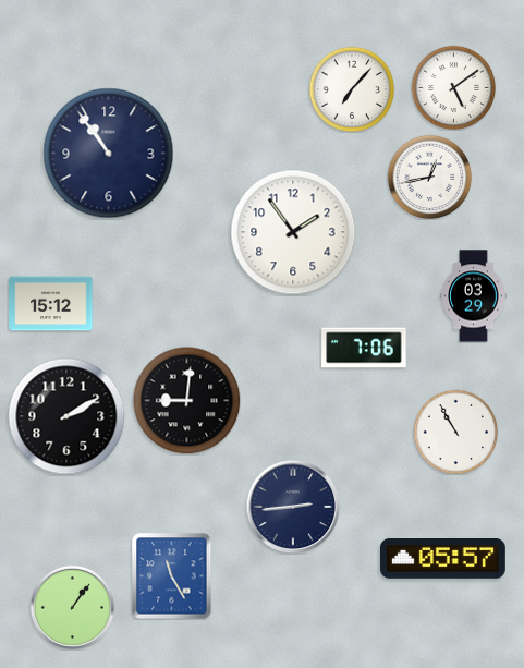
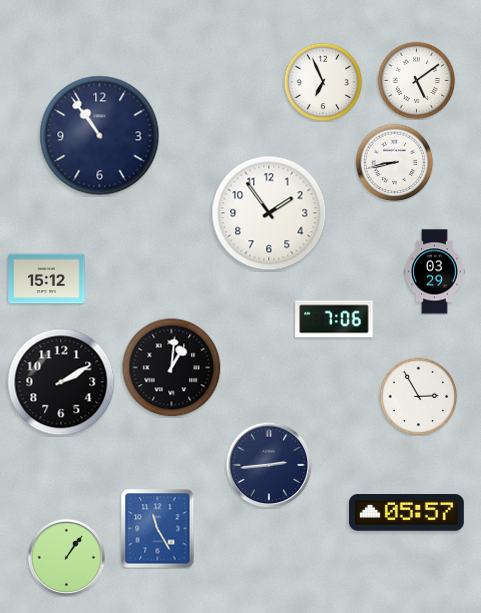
clock at (352, 89): 7:07 -> 6:56
clock at (109, 154) position: (109, 154) -> (100, 136)
clock at (429, 177): 12:43 -> 8:43
clock at (187, 401): 9:01 -> 1:01
clock at (455, 432): 10:55 -> 2:55
